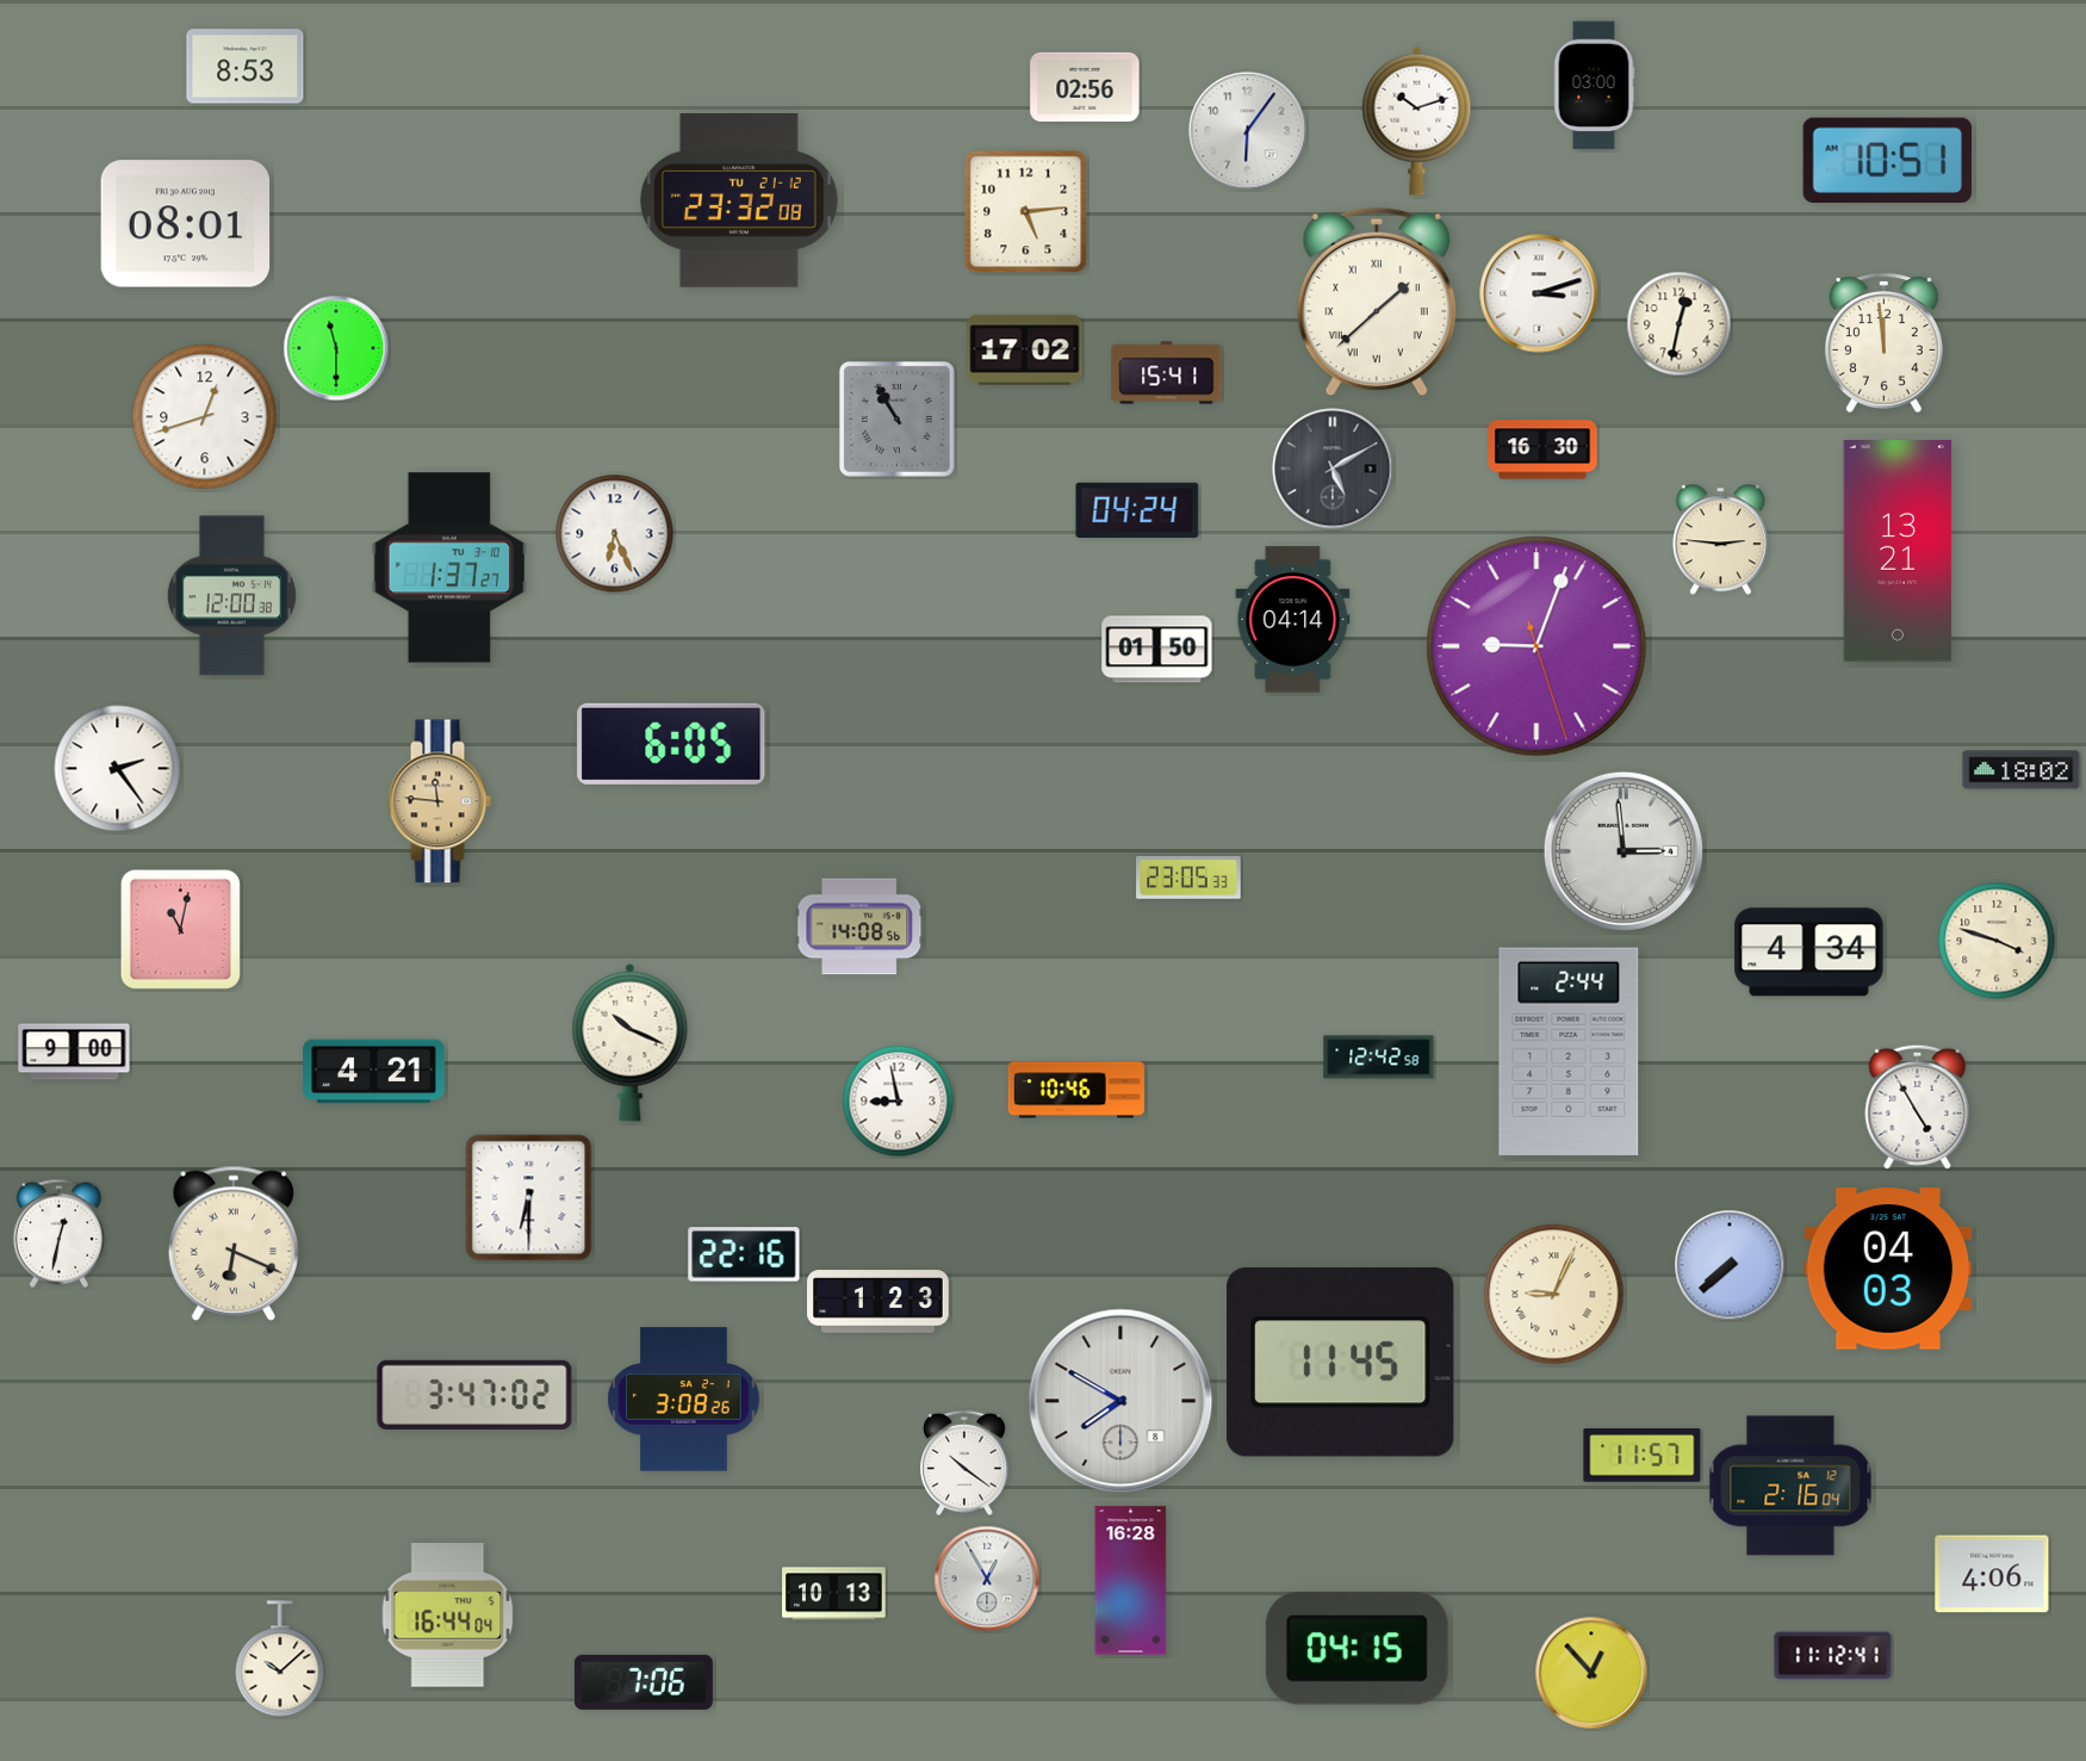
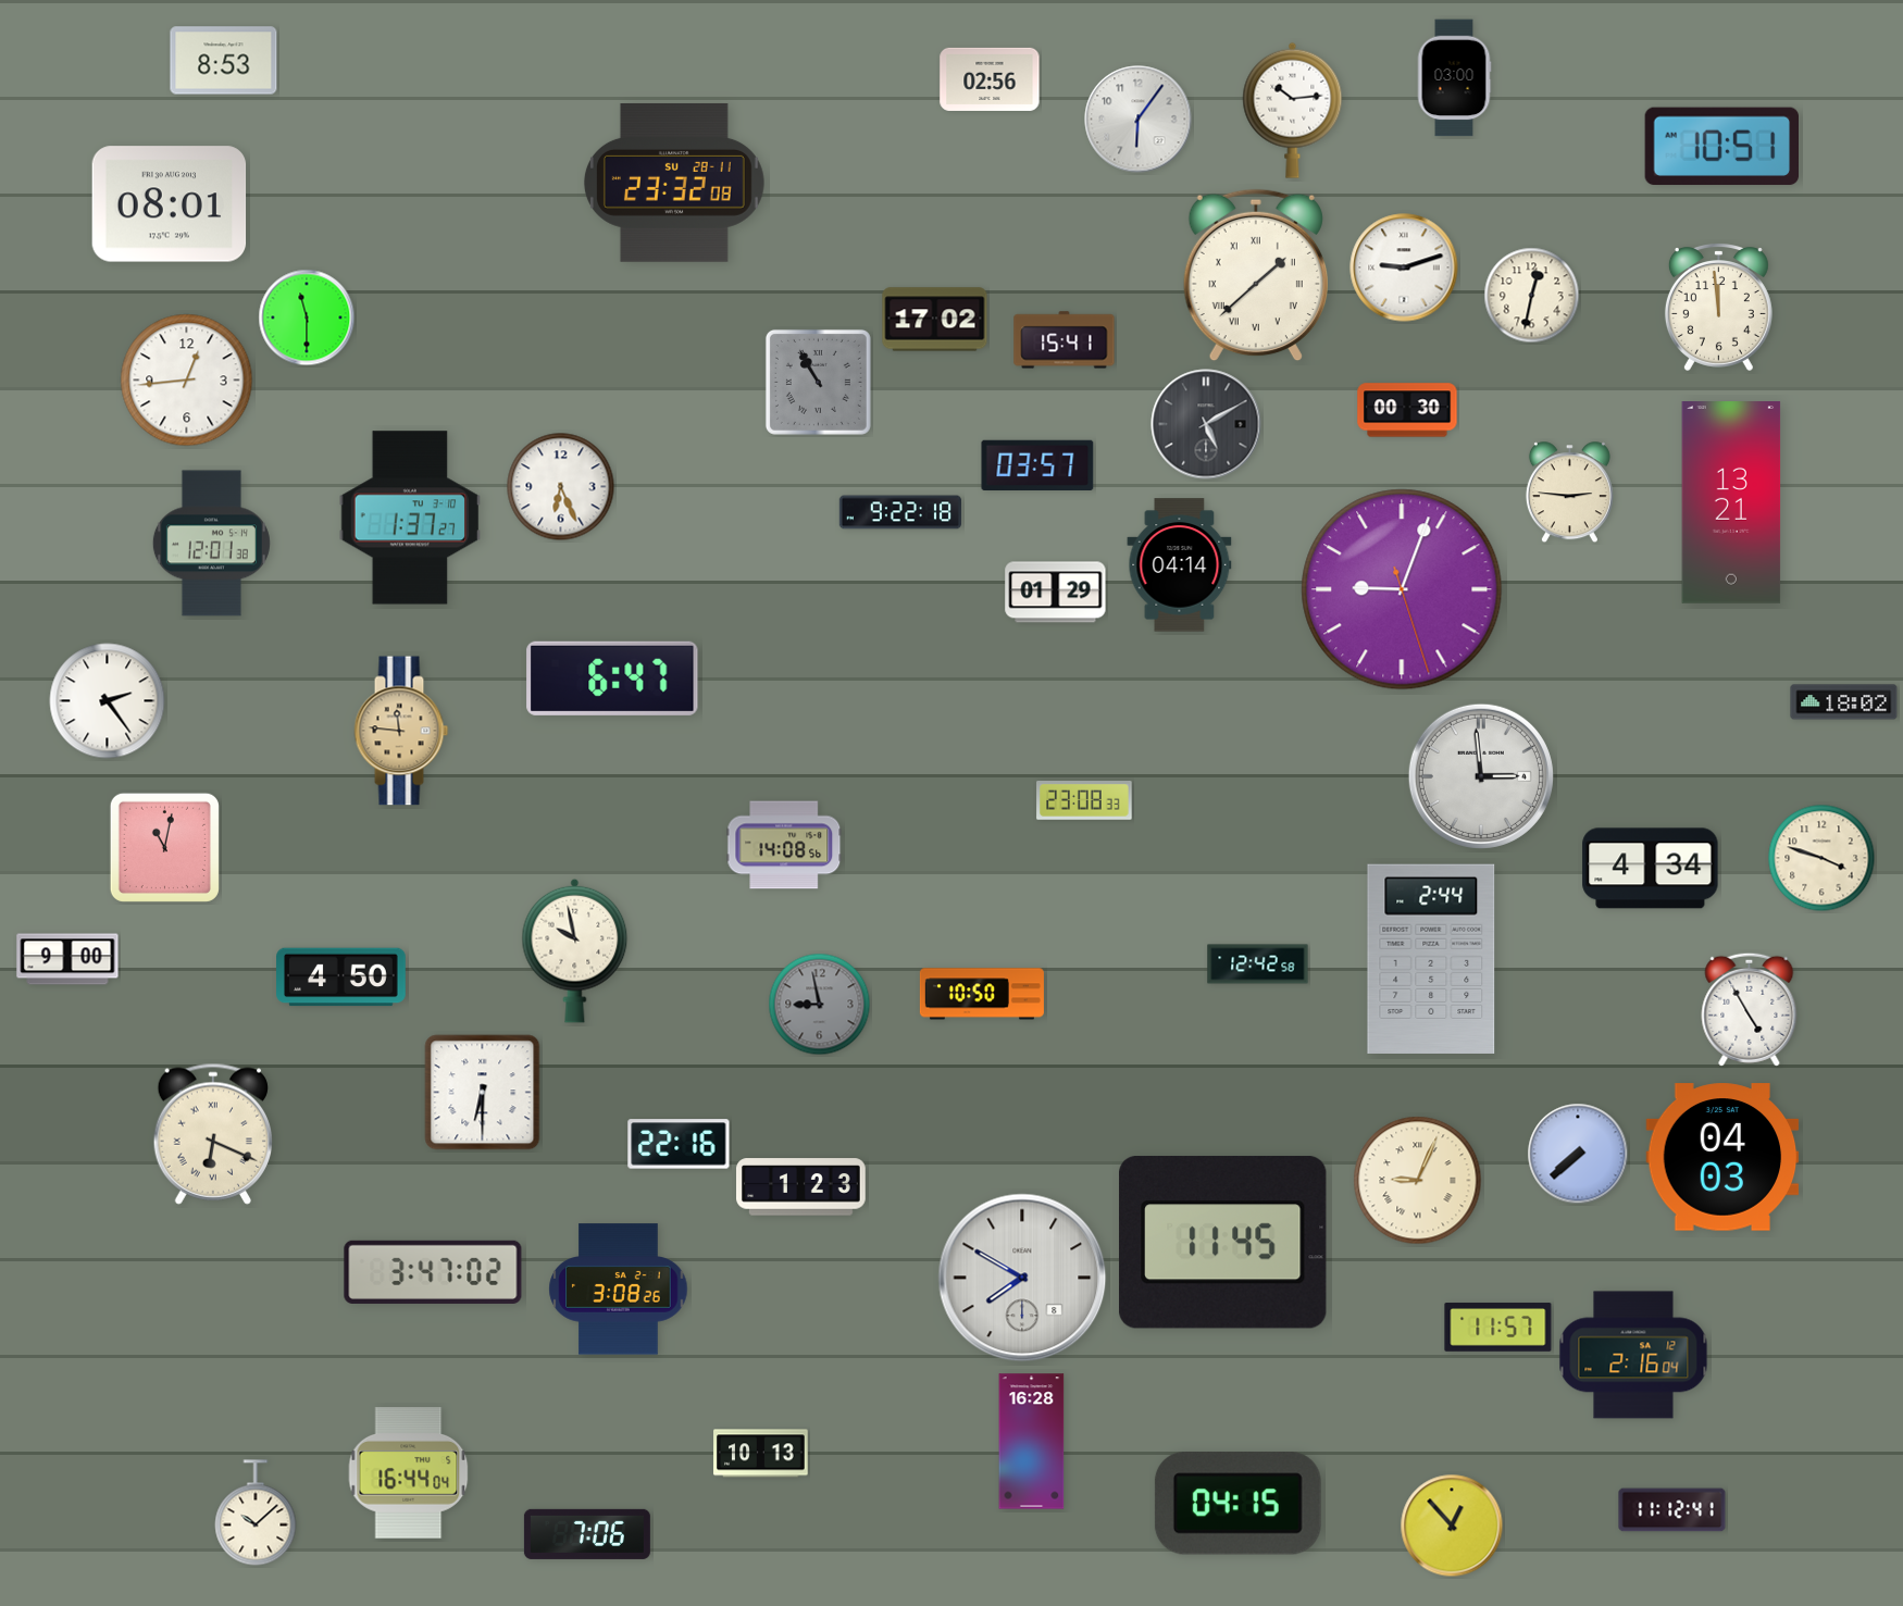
clock at (1417, 120): 10:12 -> 10:14
clock at (739, 200) date: TU 21-12 -> SU 28-11
clock at (1026, 212): 5:14 -> none
clock at (1539, 293): 3:12 -> 9:12
clock at (1883, 343) position: (1883, 343) -> (1718, 308)
clock at (205, 417): 12:42 -> 12:44
clock at (1542, 449): 16:30 -> 00:30
clock at (1333, 469) position: (1333, 469) -> (1206, 424)
clock at (1137, 509): 04:24 -> 03:57
clock at (900, 512): none -> 9:22
clock at (231, 596): 12:00 -> 12:01
clock at (1157, 650): 01:50 -> 01:29
clock at (671, 744): 6:05 -> 6:47
clock at (1188, 879): 23:05 -> 23:08
clock at (631, 1042): 10:19 -> 9:58
clock at (374, 1072): 4:21 -> 4:50
clock at (1076, 1090): 10:46 -> 10:50
clock at (899, 1102) dial: white -> grey
clock at (58, 1233): 12:32 -> none
clock at (684, 1400) position: (684, 1400) -> (619, 1290)
clock at (966, 1463): 10:21 -> none
clock at (1992, 1574): 4:06 -> none
clock at (987, 1579): 12:55 -> none
